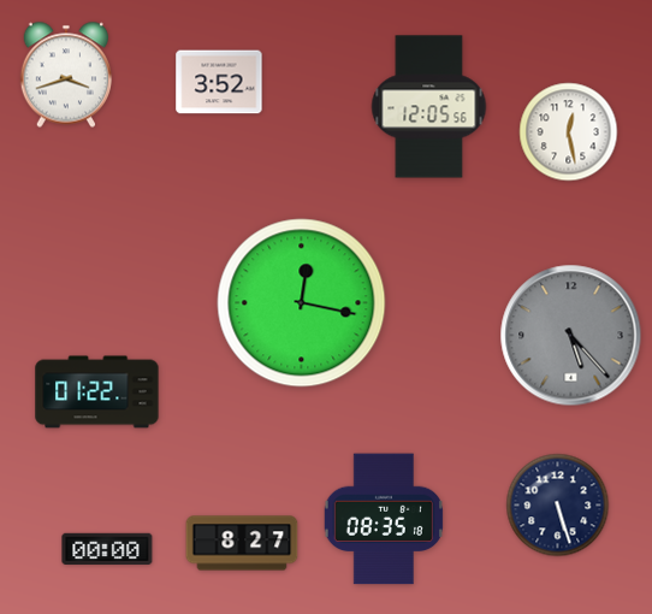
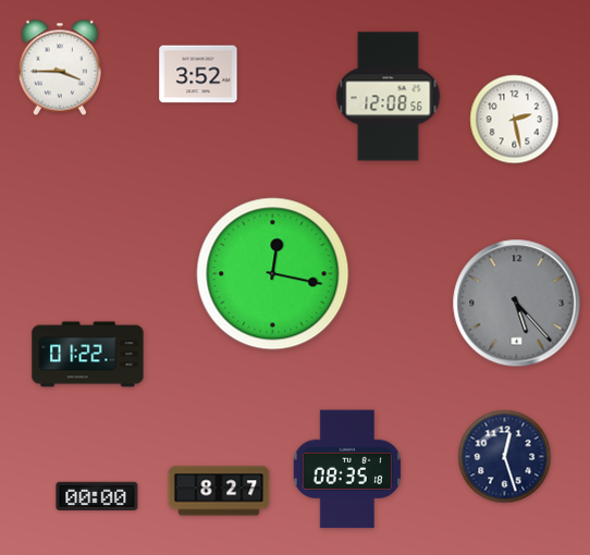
clock at (65, 75): 3:42 -> 3:45
clock at (429, 107): 12:05 -> 12:08
clock at (569, 132): 12:28 -> 2:28
clock at (558, 506): 5:27 -> 12:27
